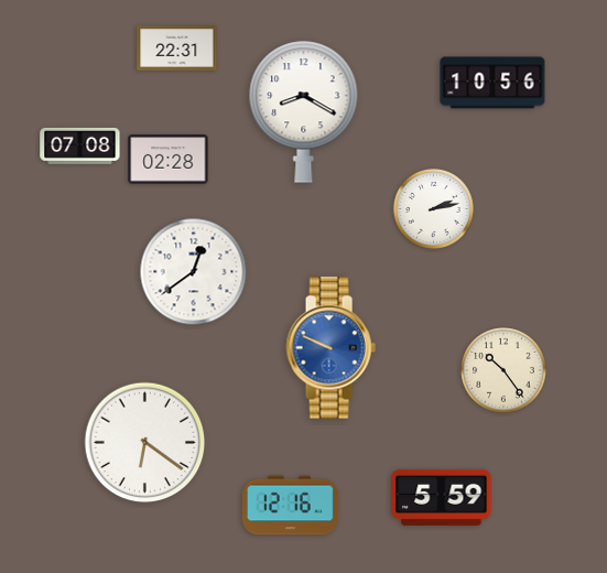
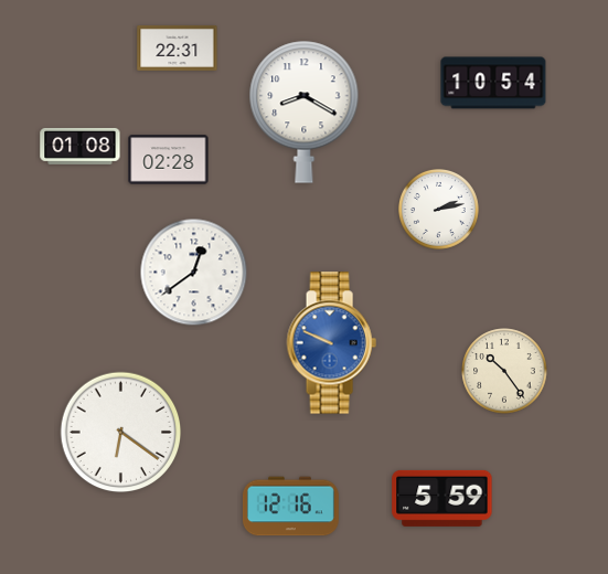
clock at (492, 83): 10:56 -> 10:54
clock at (80, 145): 07:08 -> 01:08
clock at (433, 208) position: (433, 208) -> (438, 209)
clock at (330, 348) position: (330, 348) -> (331, 343)
clock at (145, 443) position: (145, 443) -> (121, 433)
